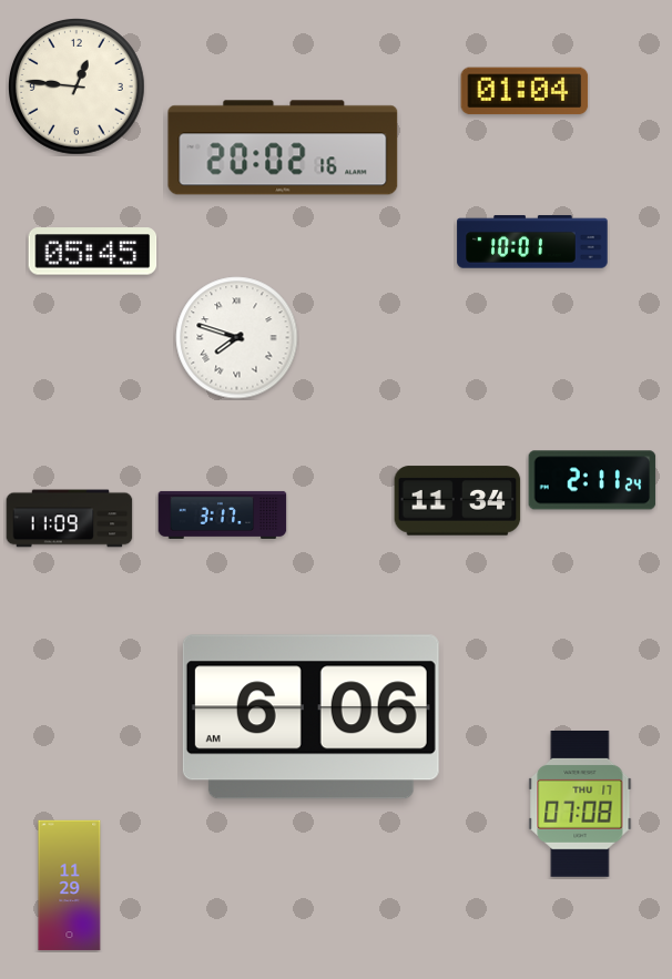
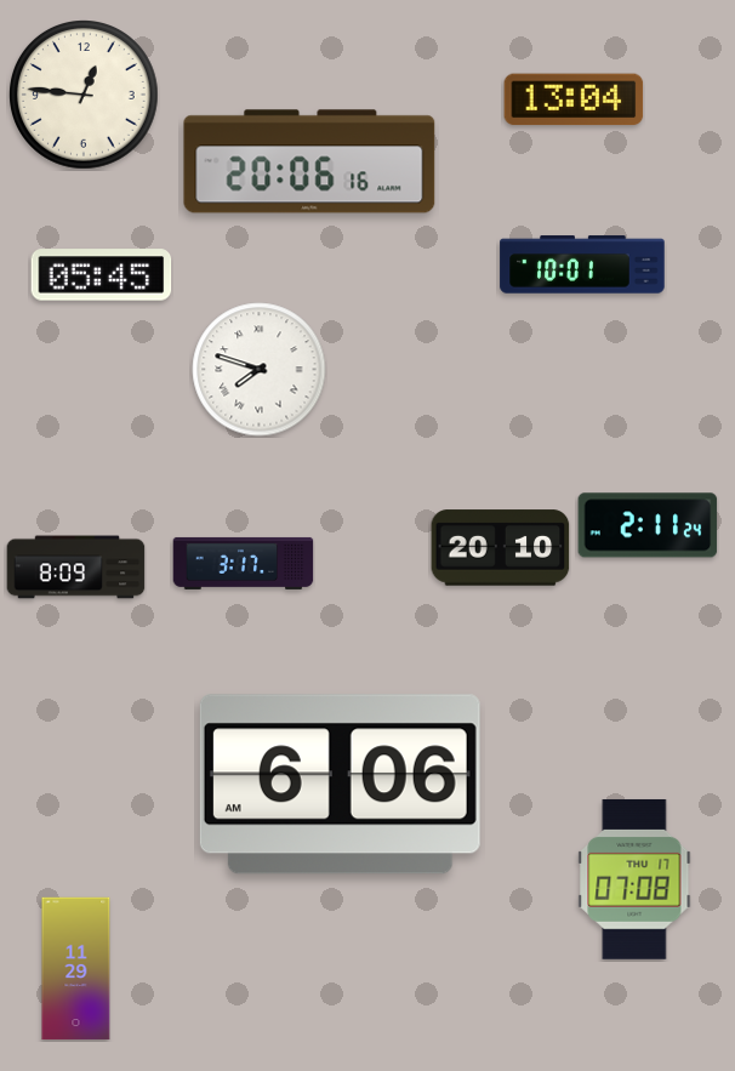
clock at (525, 91): 01:04 -> 13:04
clock at (283, 147): 20:02 -> 20:06
clock at (458, 501): 11:34 -> 20:10
clock at (70, 519): 11:09 -> 8:09
